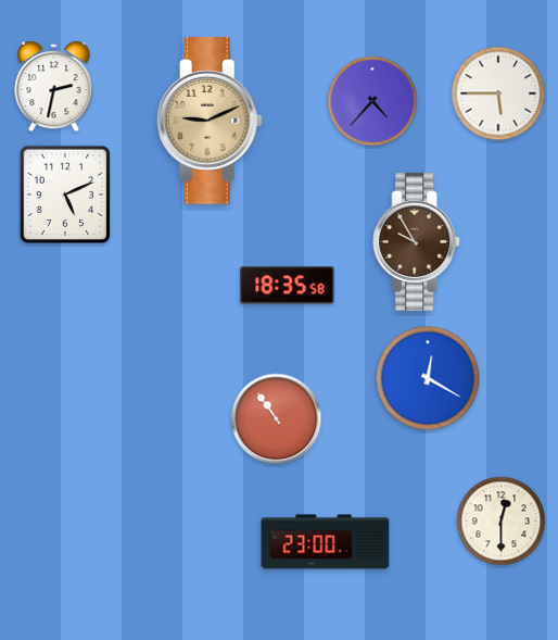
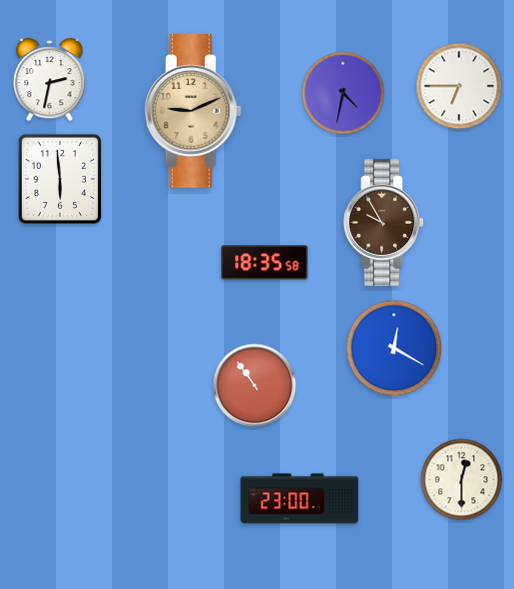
clock at (498, 93): 5:45 -> 6:45
clock at (372, 101): 4:37 -> 4:32
clock at (65, 194): 5:11 -> 5:59
